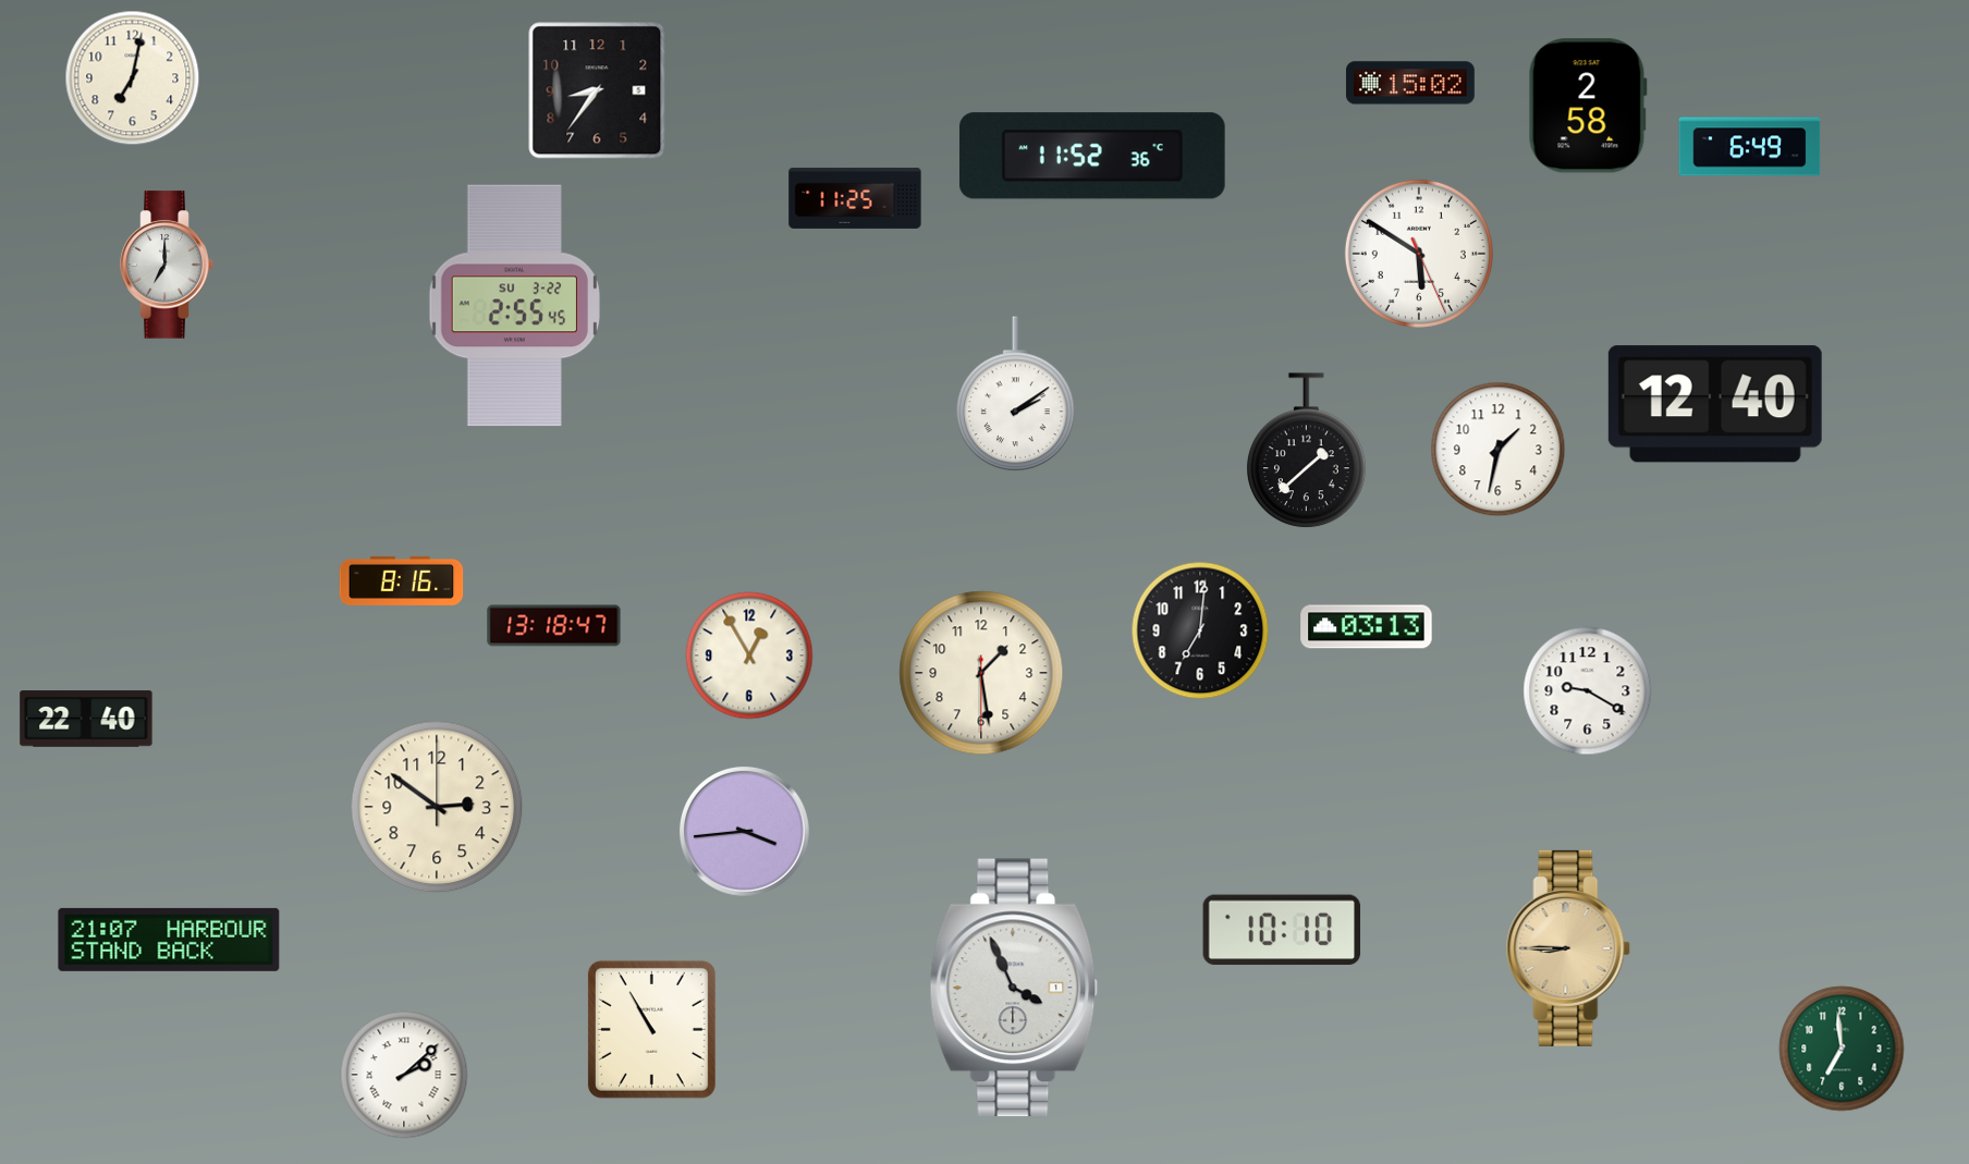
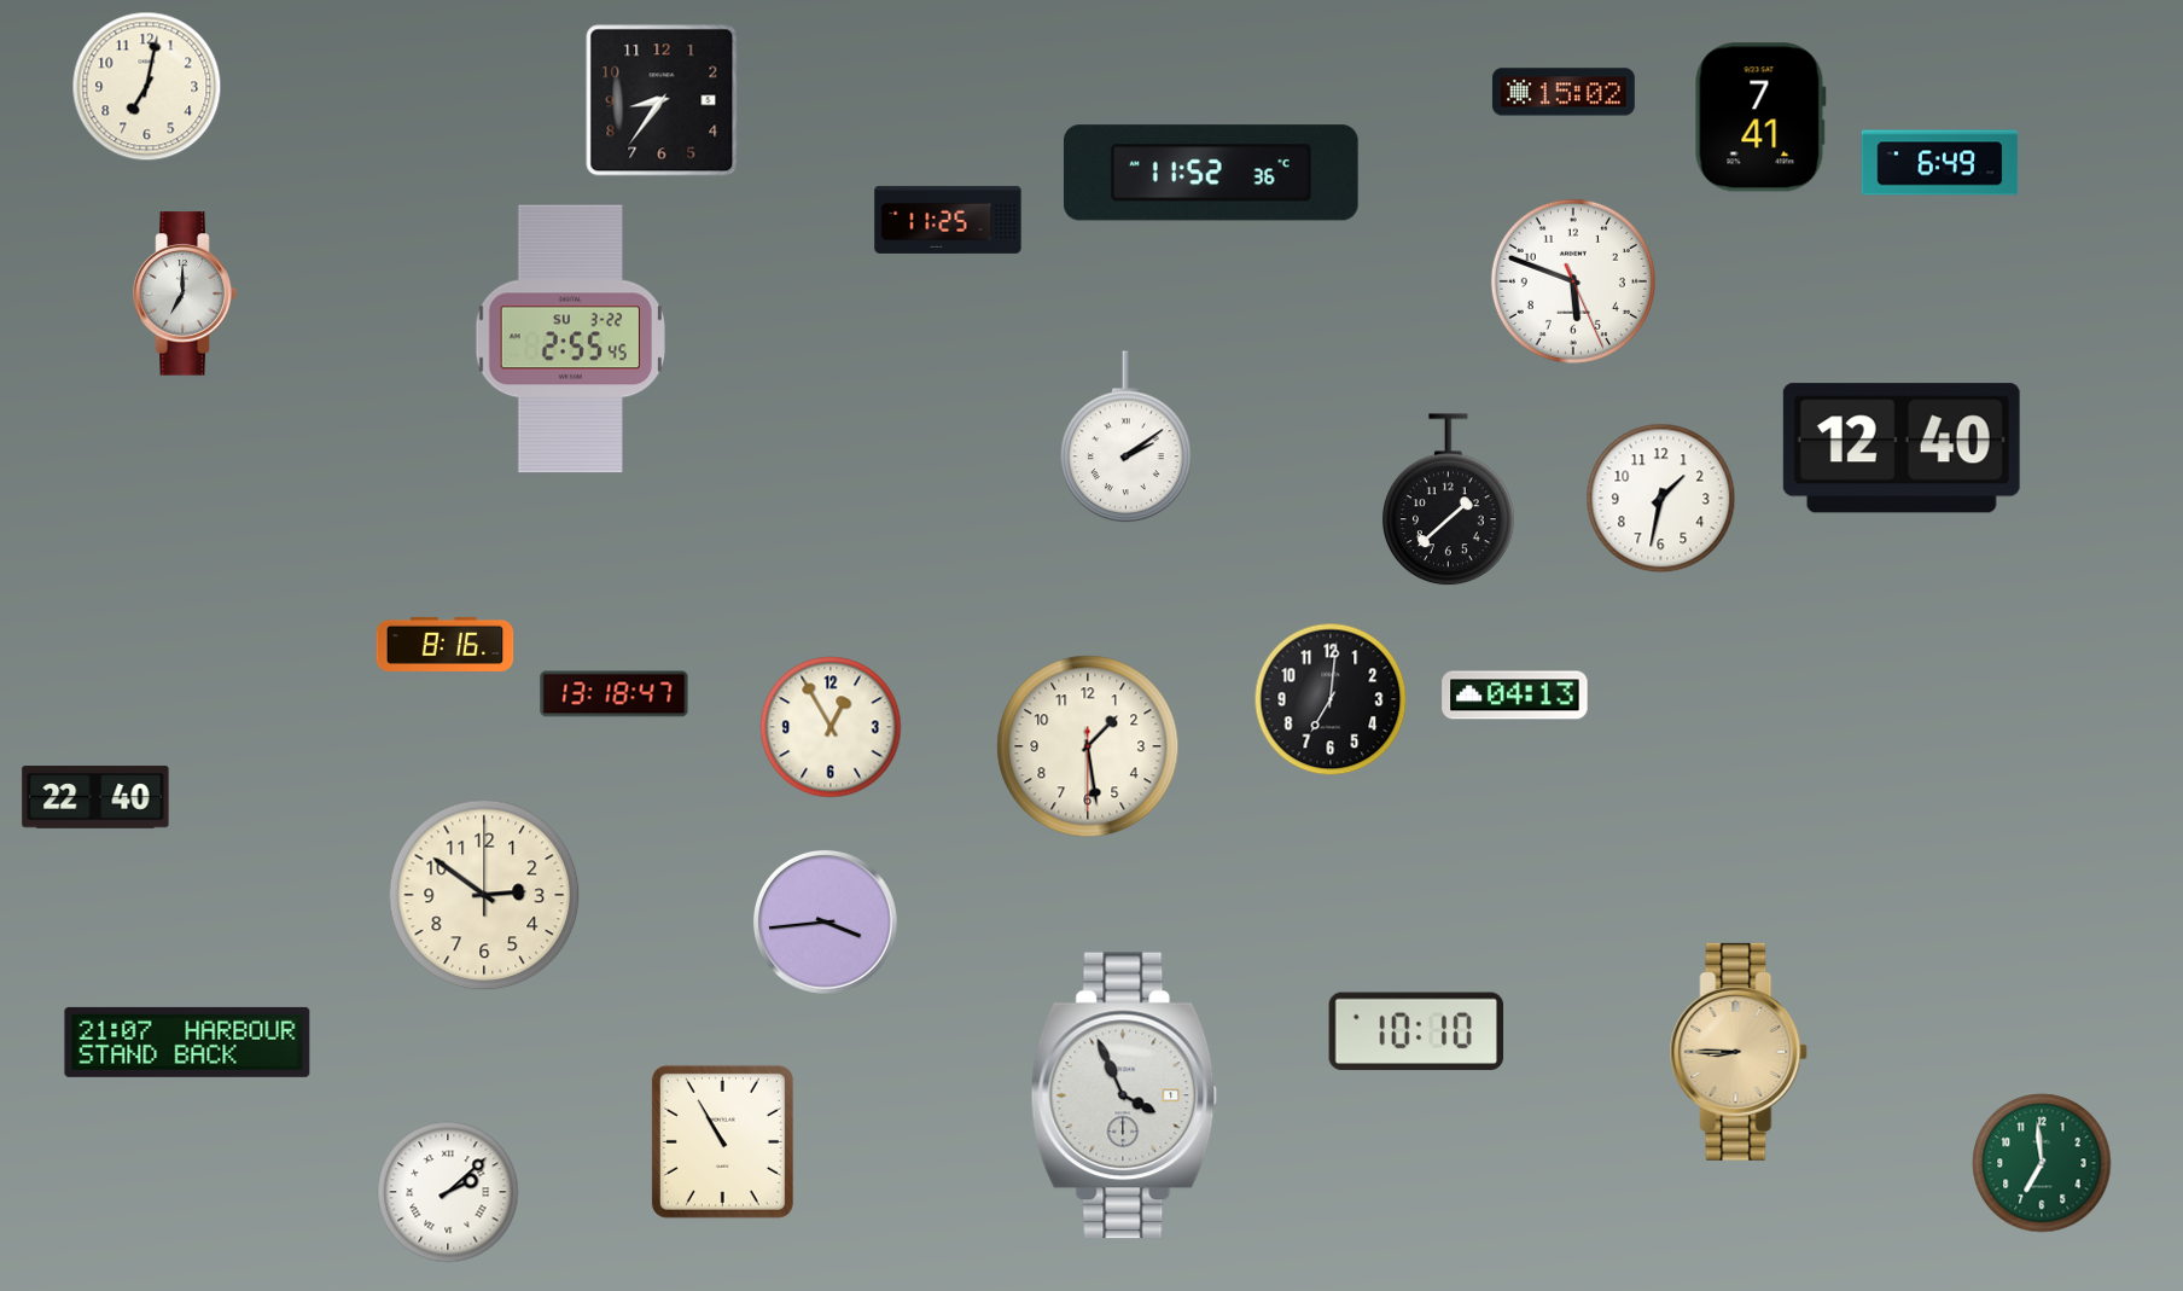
clock at (1588, 106): 2:58 -> 7:41
clock at (1419, 254): 5:50 -> 5:48
clock at (1367, 627): 03:13 -> 04:13
clock at (1588, 691): 9:20 -> none
clock at (1282, 930) position: (1282, 930) -> (1416, 1031)
